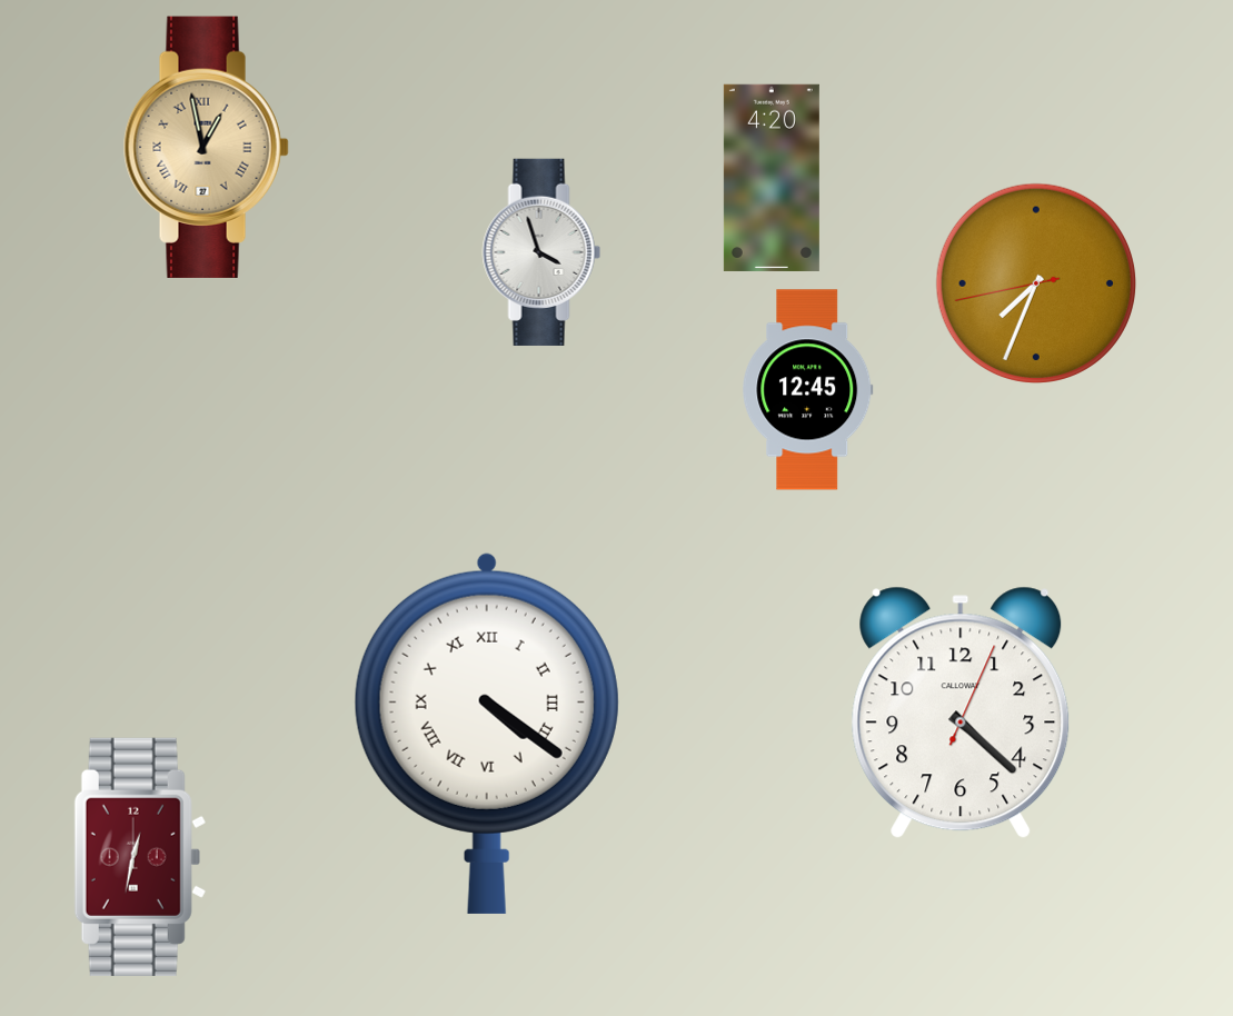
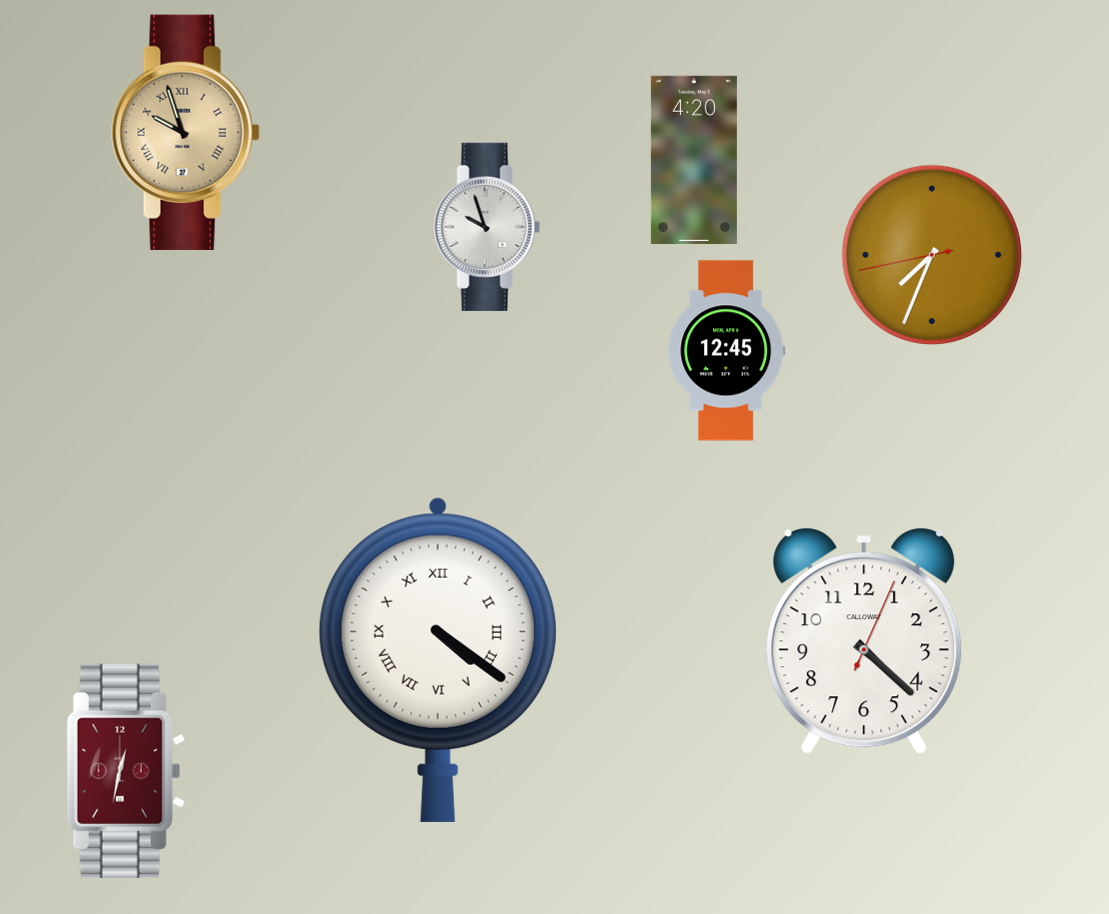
clock at (206, 147): 12:58 -> 9:57
clock at (541, 252): 3:57 -> 9:57
